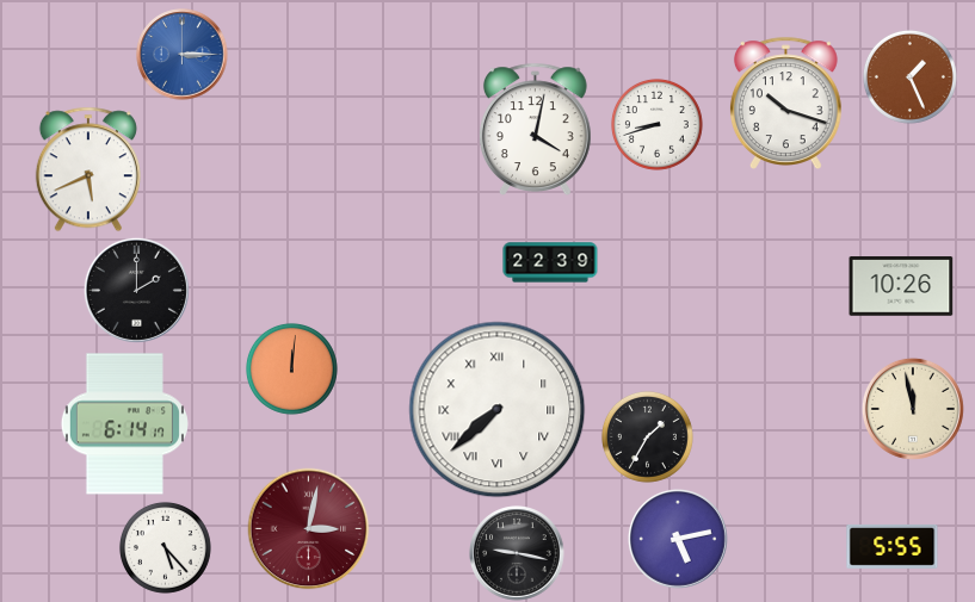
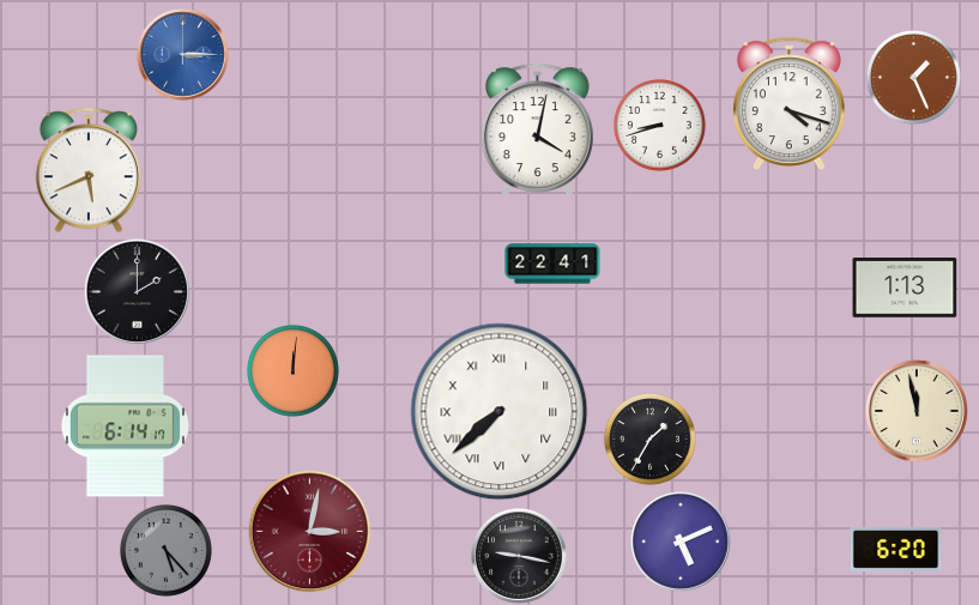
clock at (785, 103): 10:18 -> 4:18
clock at (550, 262): 22:39 -> 22:41
clock at (901, 286): 10:26 -> 1:13
clock at (678, 539): 5:13 -> 5:11
clock at (893, 546): 5:55 -> 6:20
clock at (165, 547) dial: white -> grey
